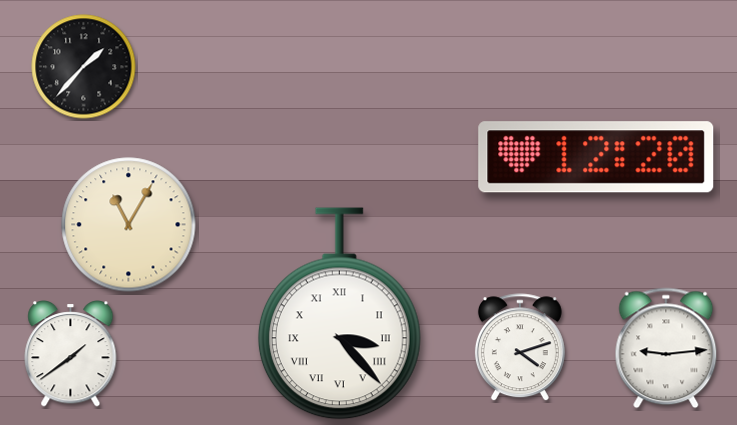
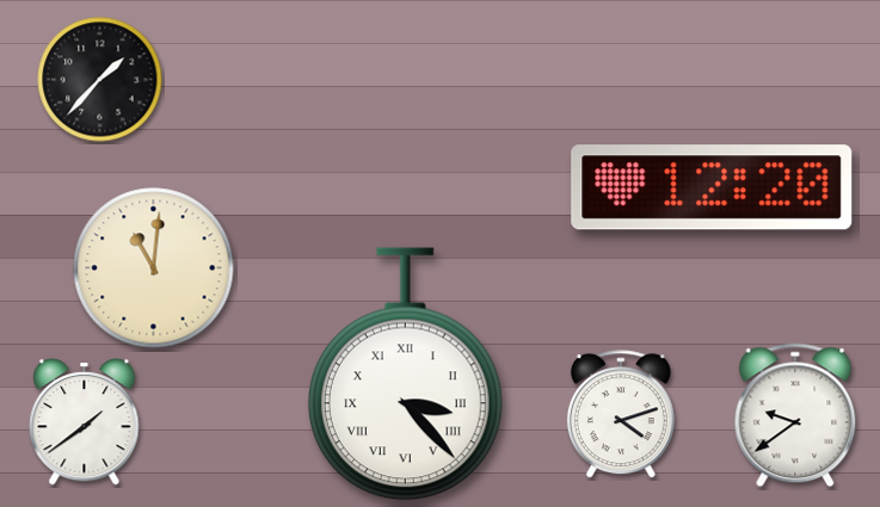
clock at (129, 225): 11:05 -> 11:01
clock at (666, 348): 9:14 -> 9:39
